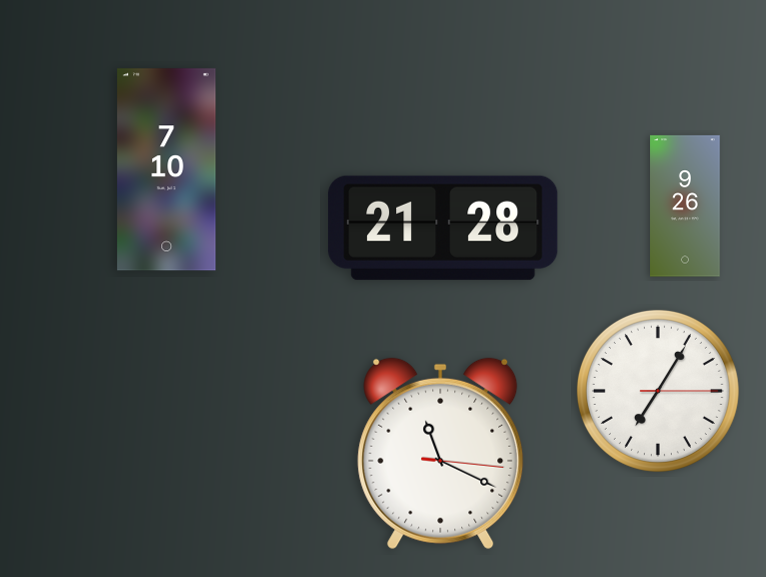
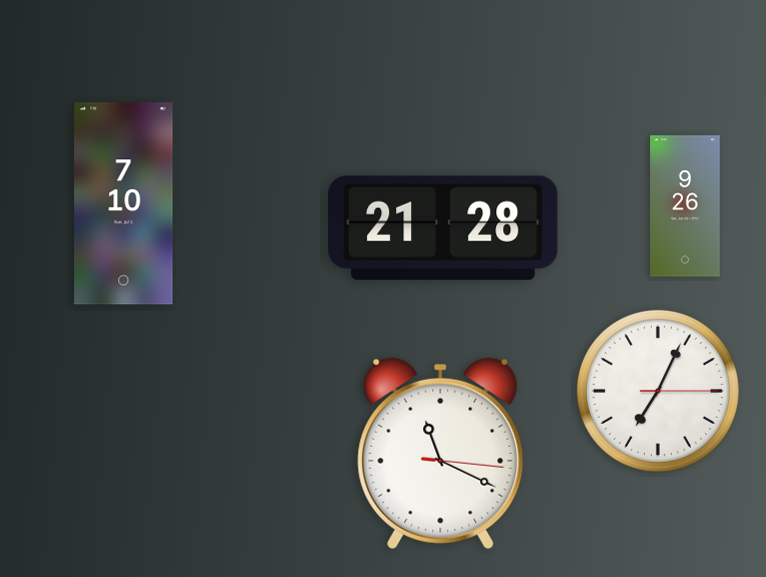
clock at (167, 170) position: (167, 170) -> (124, 204)
clock at (658, 391): 7:05 -> 7:04
